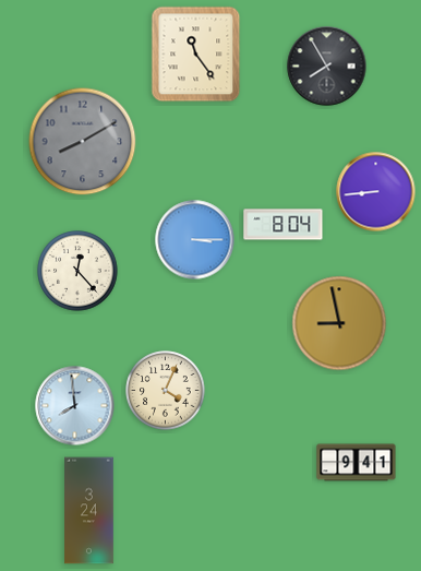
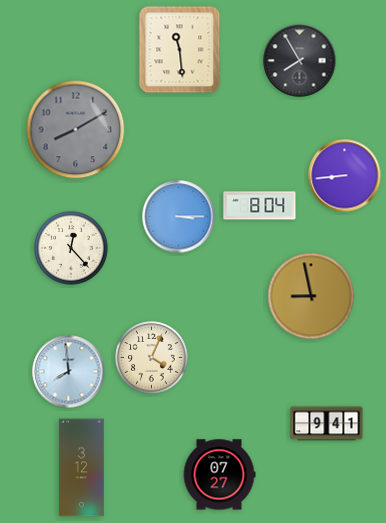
clock at (196, 55): 11:24 -> 11:29
clock at (195, 240) position: (195, 240) -> (179, 217)
clock at (89, 511): 3:24 -> 3:12
clock at (219, 475): none -> 07:27
